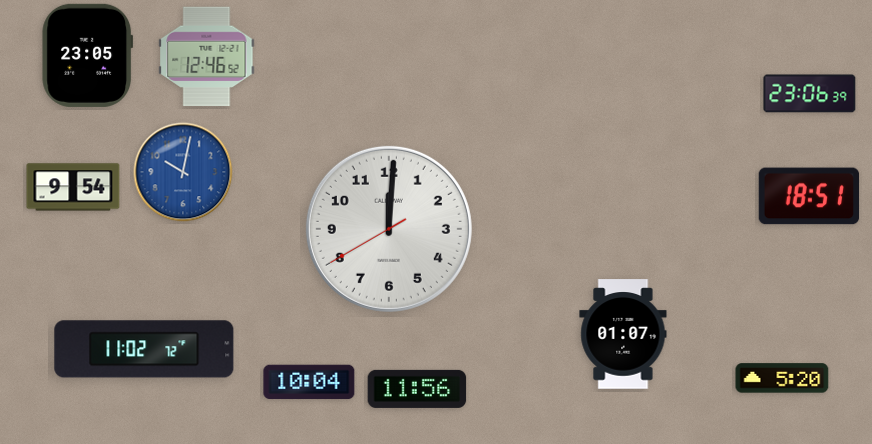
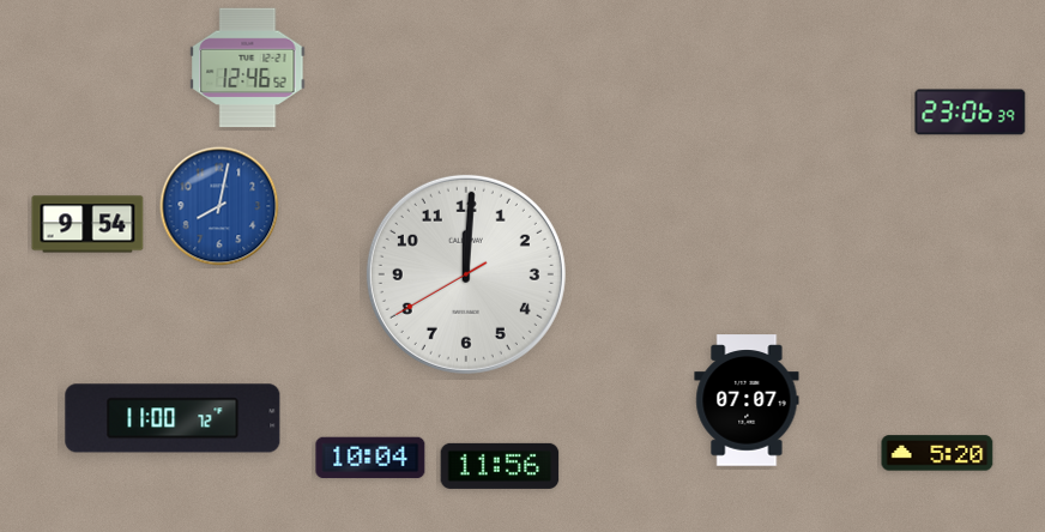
clock at (88, 55): 23:05 -> none
clock at (183, 172): 10:02 -> 8:02
clock at (809, 196): 18:51 -> none
clock at (623, 334): 01:07 -> 07:07
clock at (144, 349): 11:02 -> 11:00
